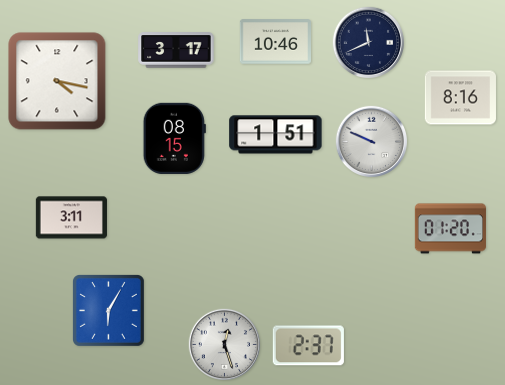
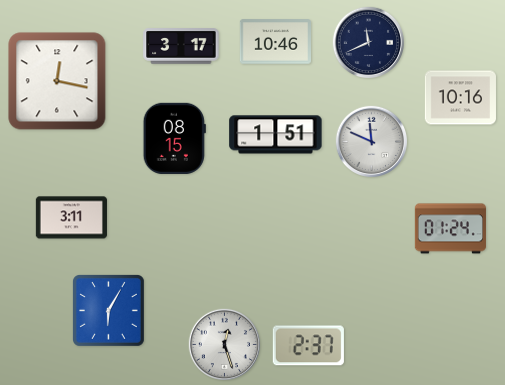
clock at (176, 50) position: (176, 50) -> (181, 46)
clock at (57, 81): 4:17 -> 12:17
clock at (460, 98): 8:16 -> 10:16
clock at (371, 141): 9:49 -> 11:49
clock at (450, 229): 01:20 -> 01:24
